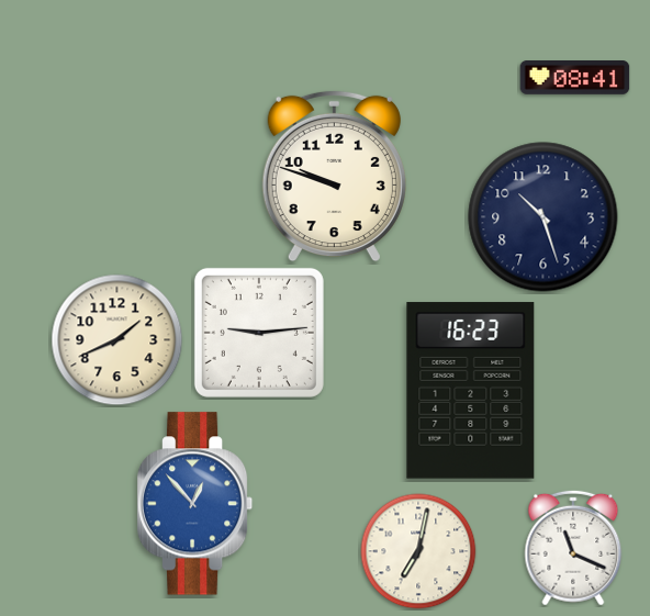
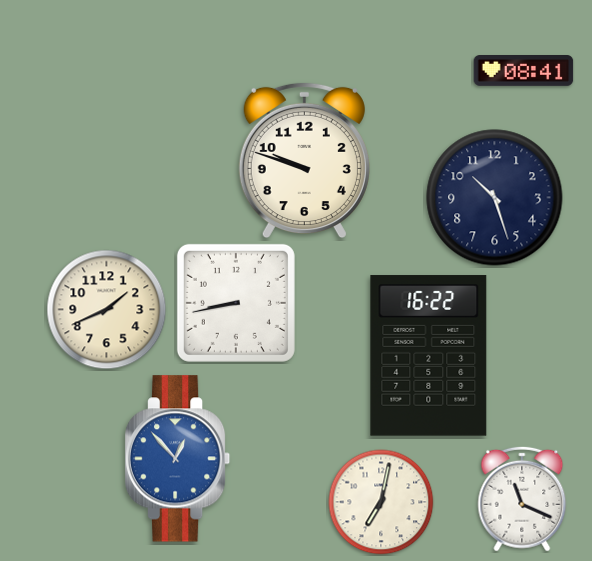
clock at (259, 333): 9:14 -> 8:43
clock at (471, 391): 16:23 -> 16:22
